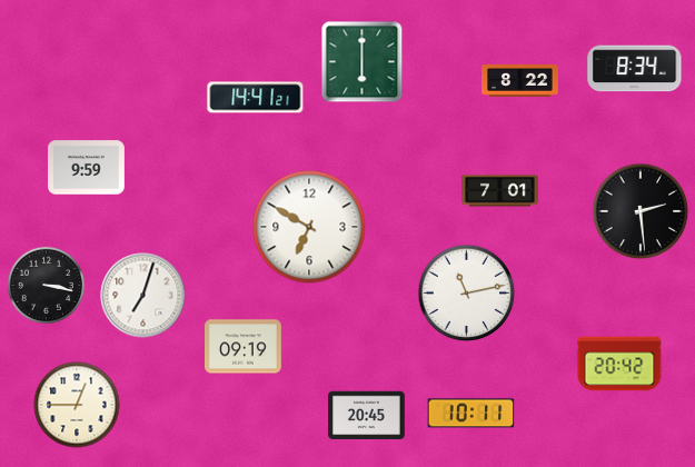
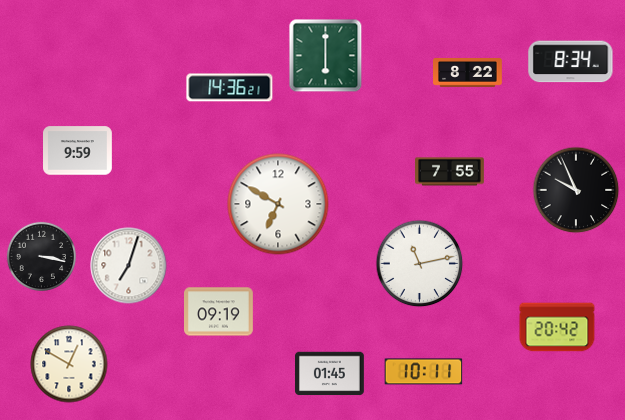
clock at (256, 98): 14:41 -> 14:36
clock at (500, 191): 7:01 -> 7:55
clock at (641, 211): 2:29 -> 9:56
clock at (77, 405): 12:45 -> 12:50
clock at (367, 416): 20:45 -> 01:45
